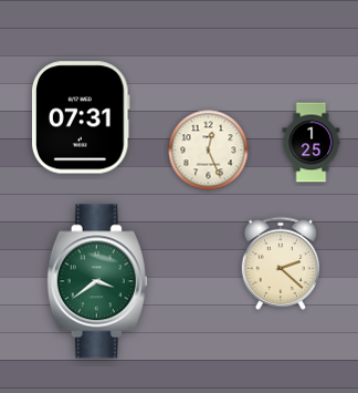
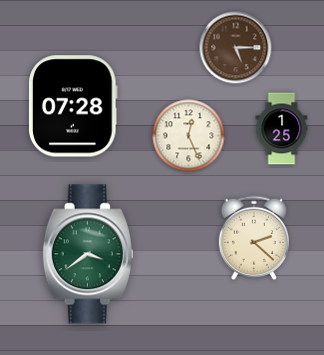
clock at (236, 48): none -> 5:15
clock at (82, 117): 07:31 -> 07:28
